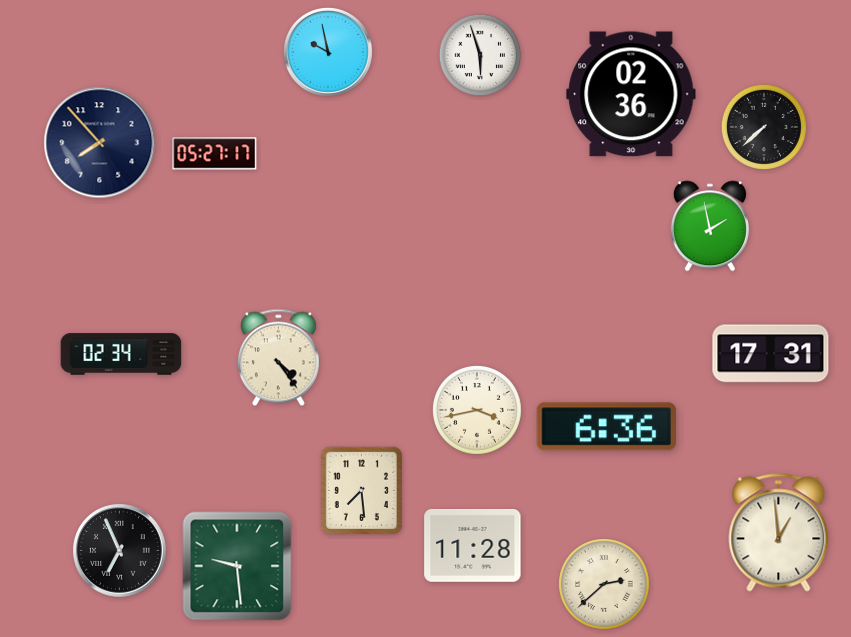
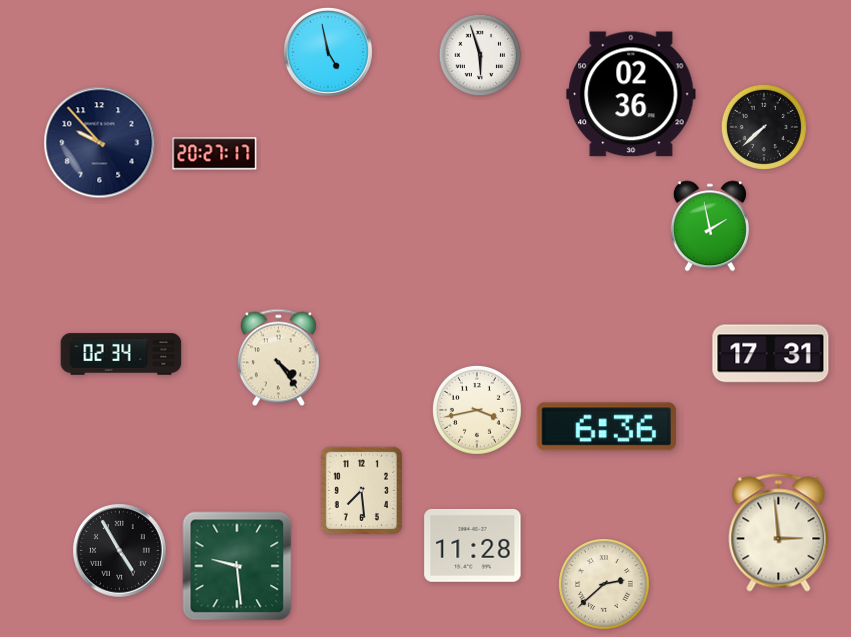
clock at (328, 52): 9:58 -> 4:58
clock at (100, 143): 7:53 -> 9:53
clock at (215, 154): 05:27 -> 20:27
clock at (779, 533): 12:59 -> 2:59
clock at (120, 551): 6:56 -> 4:55
